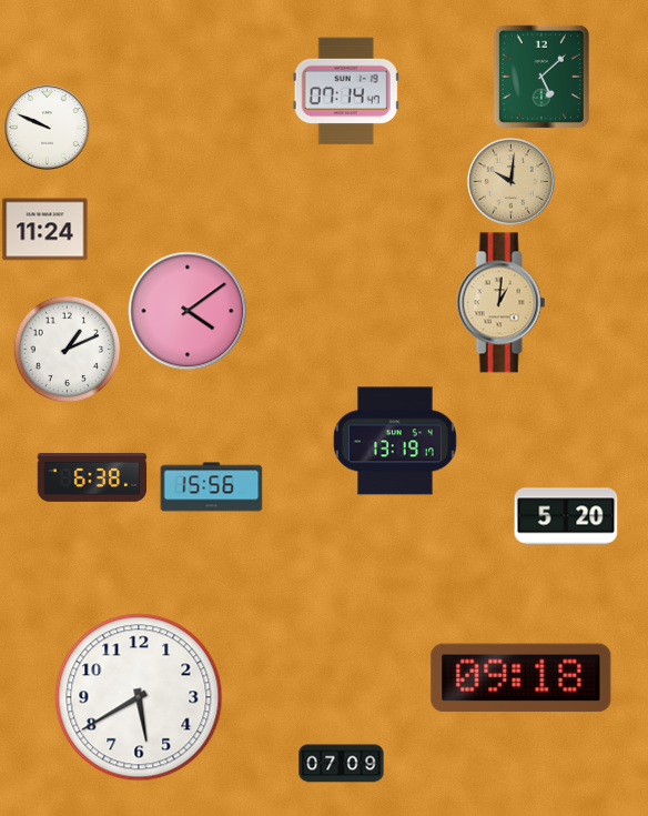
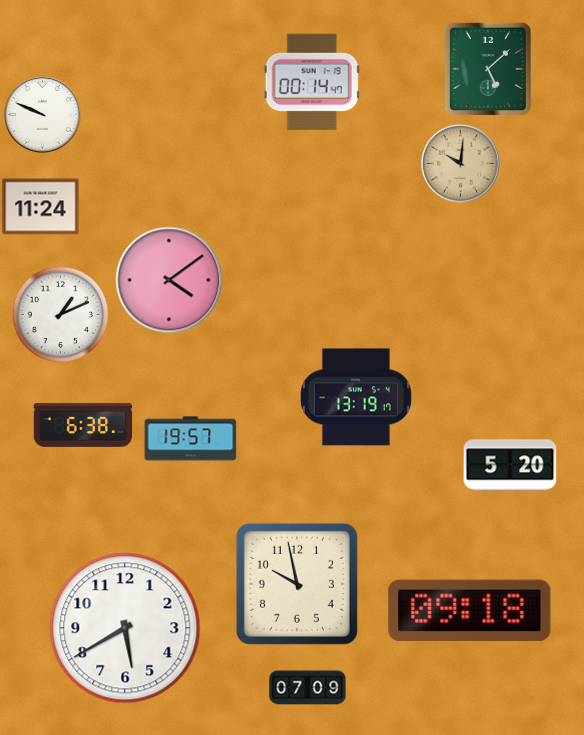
clock at (346, 91): 07:14 -> 00:14
clock at (502, 303): 1:01 -> none
clock at (92, 477) position: (92, 477) -> (83, 425)
clock at (212, 487): 15:56 -> 19:57
clock at (297, 584): none -> 9:58
